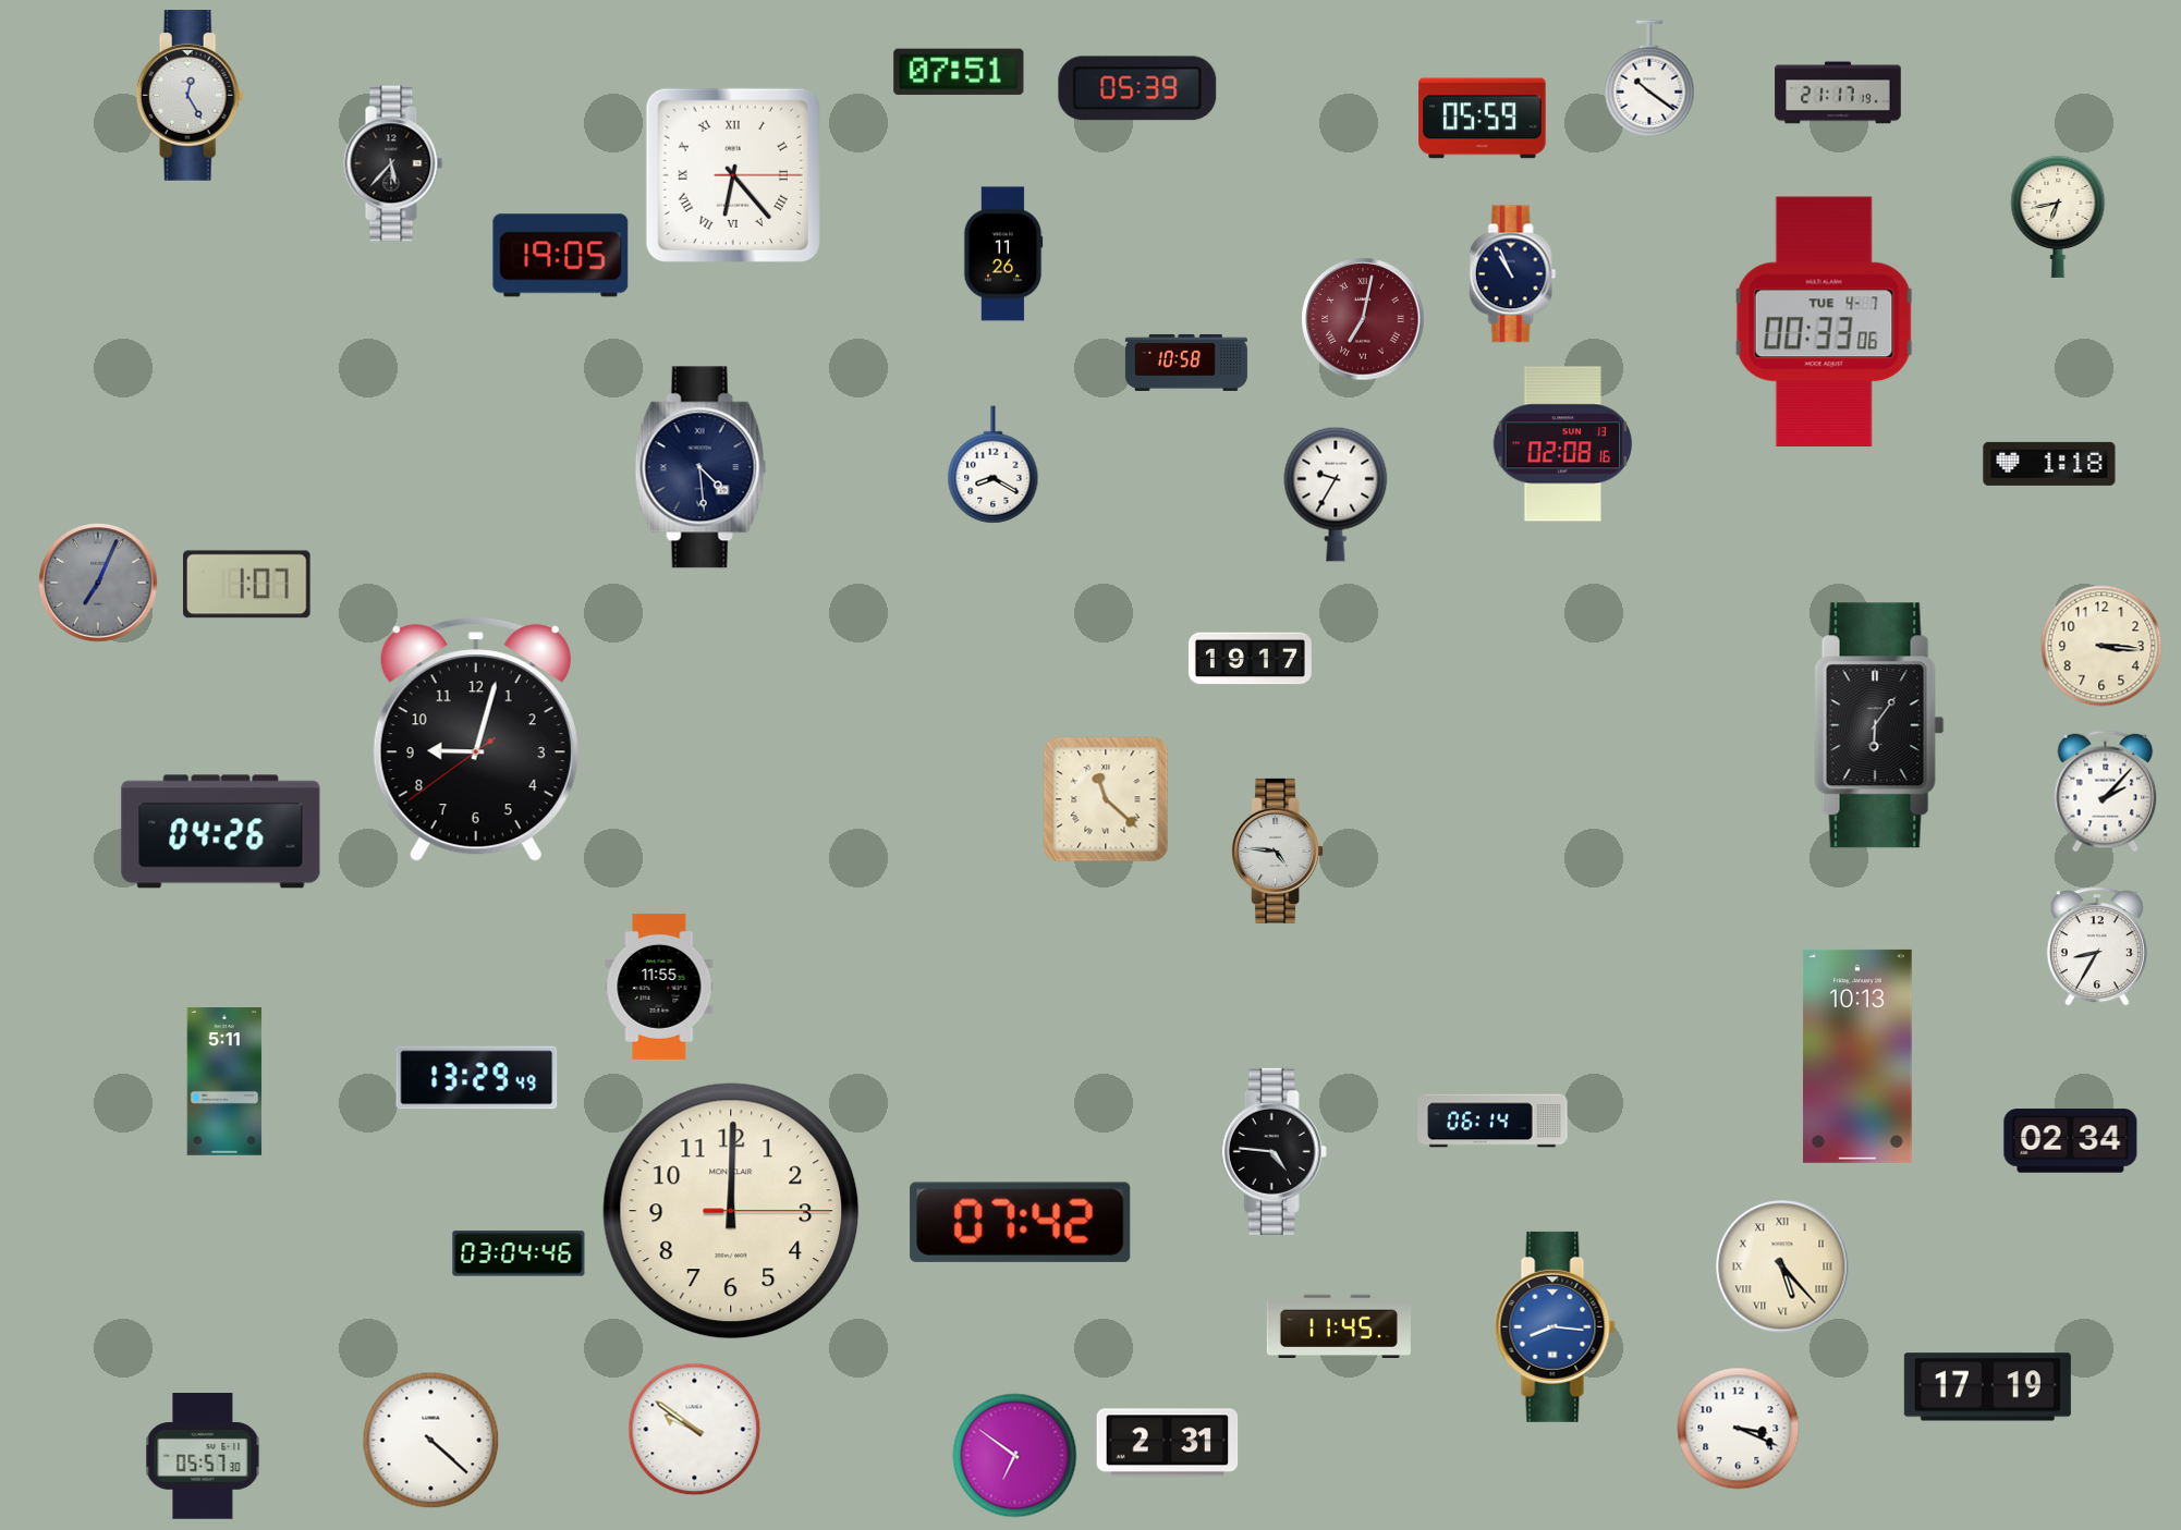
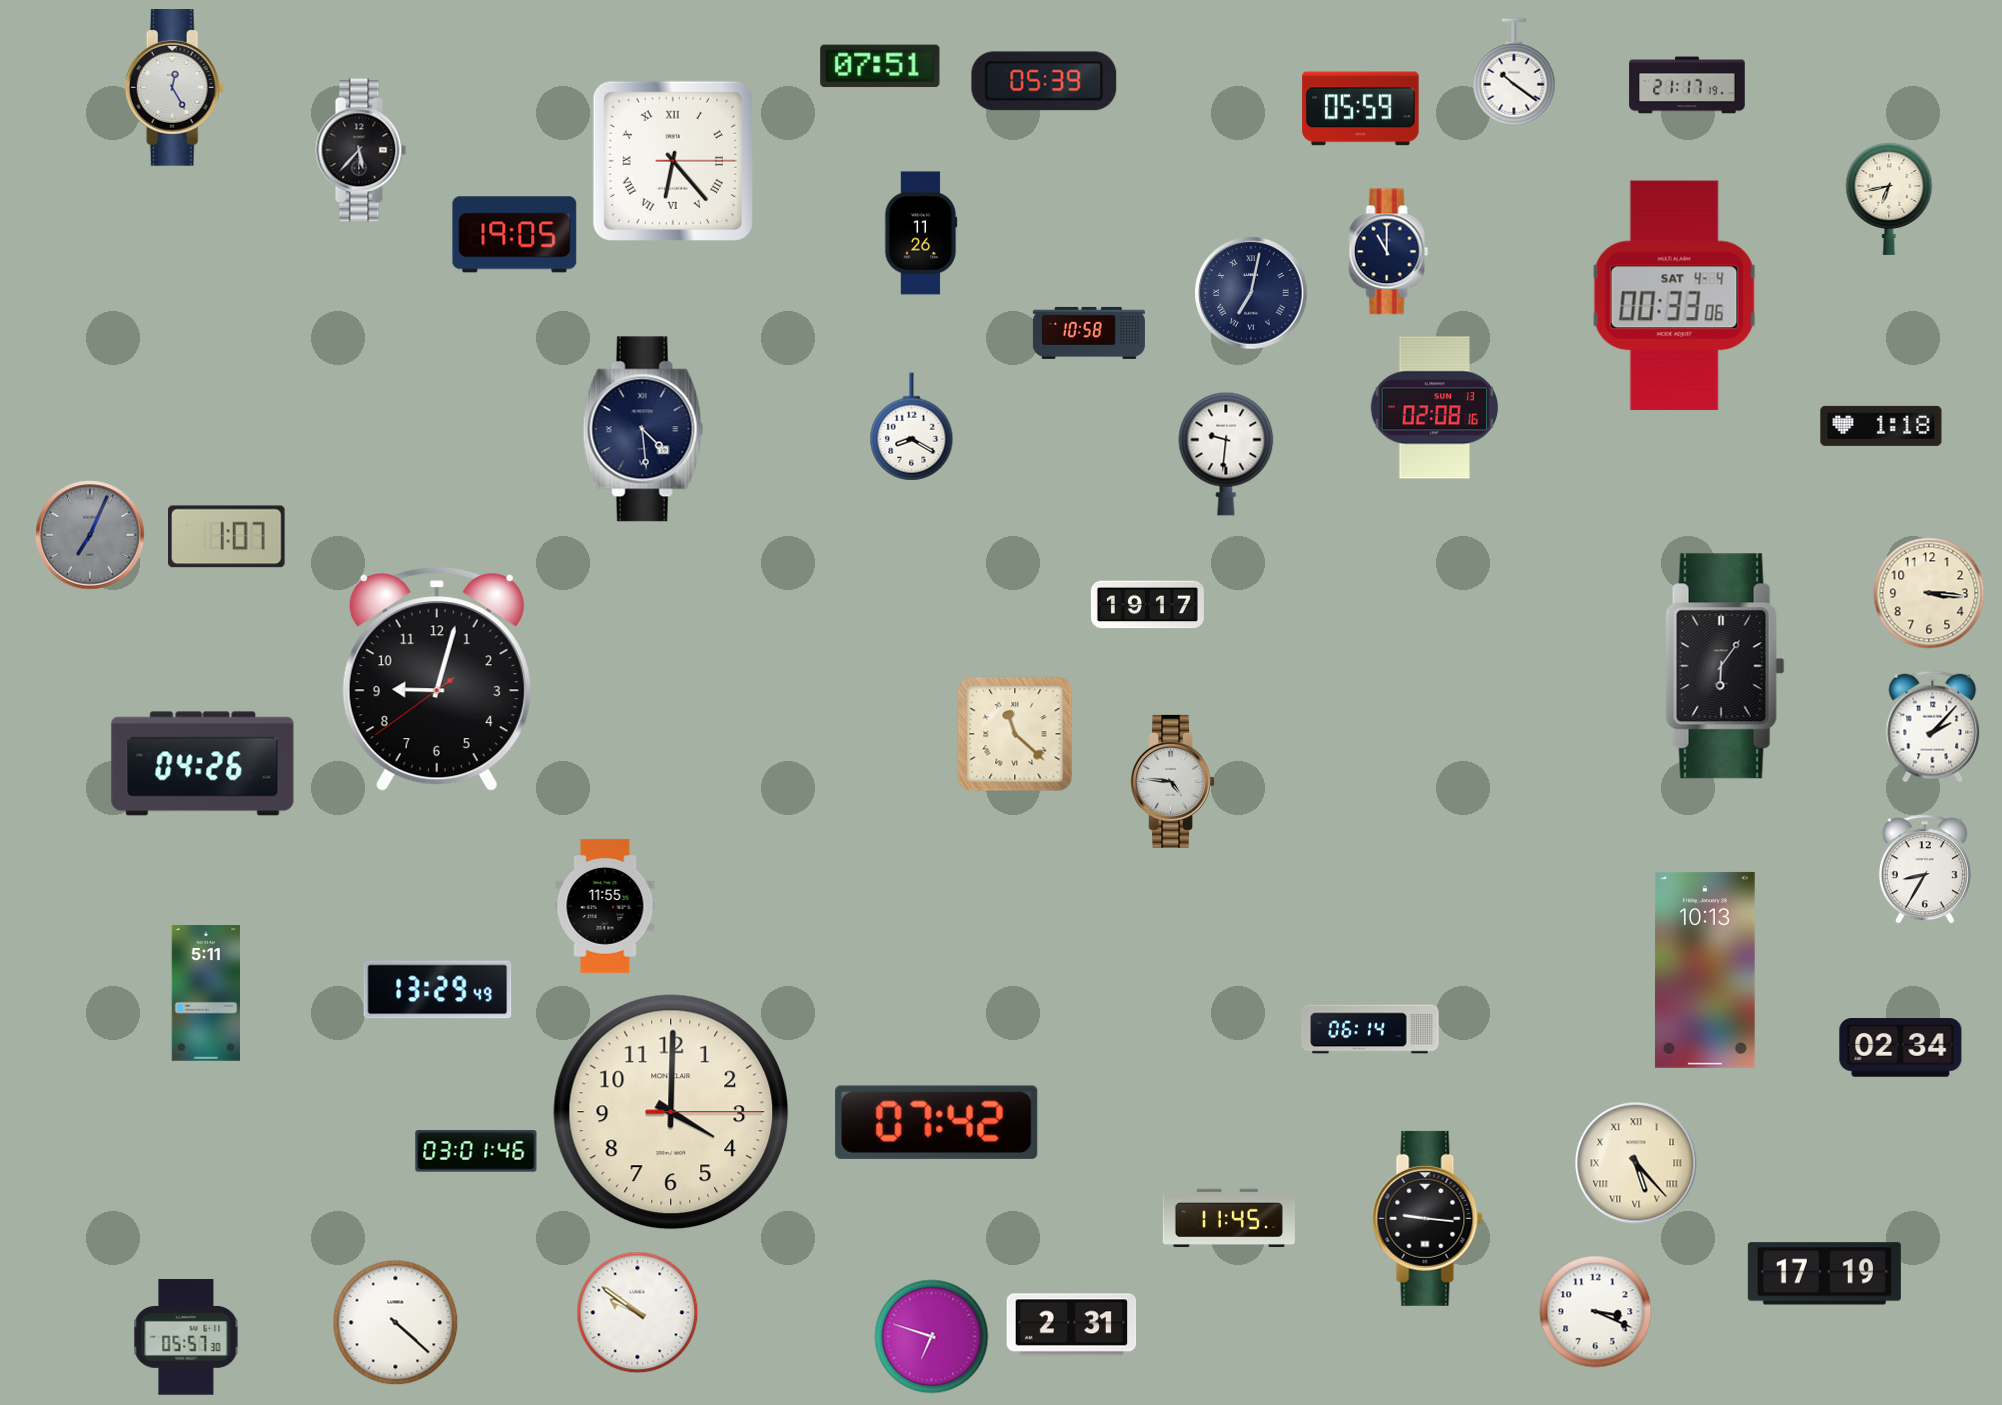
clock at (1513, 274): 10:56 -> 11:00
clock at (1363, 319) dial: burgundy -> navy
clock at (1824, 322) date: TUE 4-7 -> SAT 4-4
clock at (1336, 494): 9:35 -> 9:31
clock at (1274, 1151): 4:46 -> none
clock at (731, 1211): 12:00 -> 4:00
clock at (519, 1253): 03:04 -> 03:01
clock at (1555, 1326): 8:16 -> 9:16
clock at (1555, 1326) dial: blue -> black
clock at (1015, 1456): 6:51 -> 6:48
